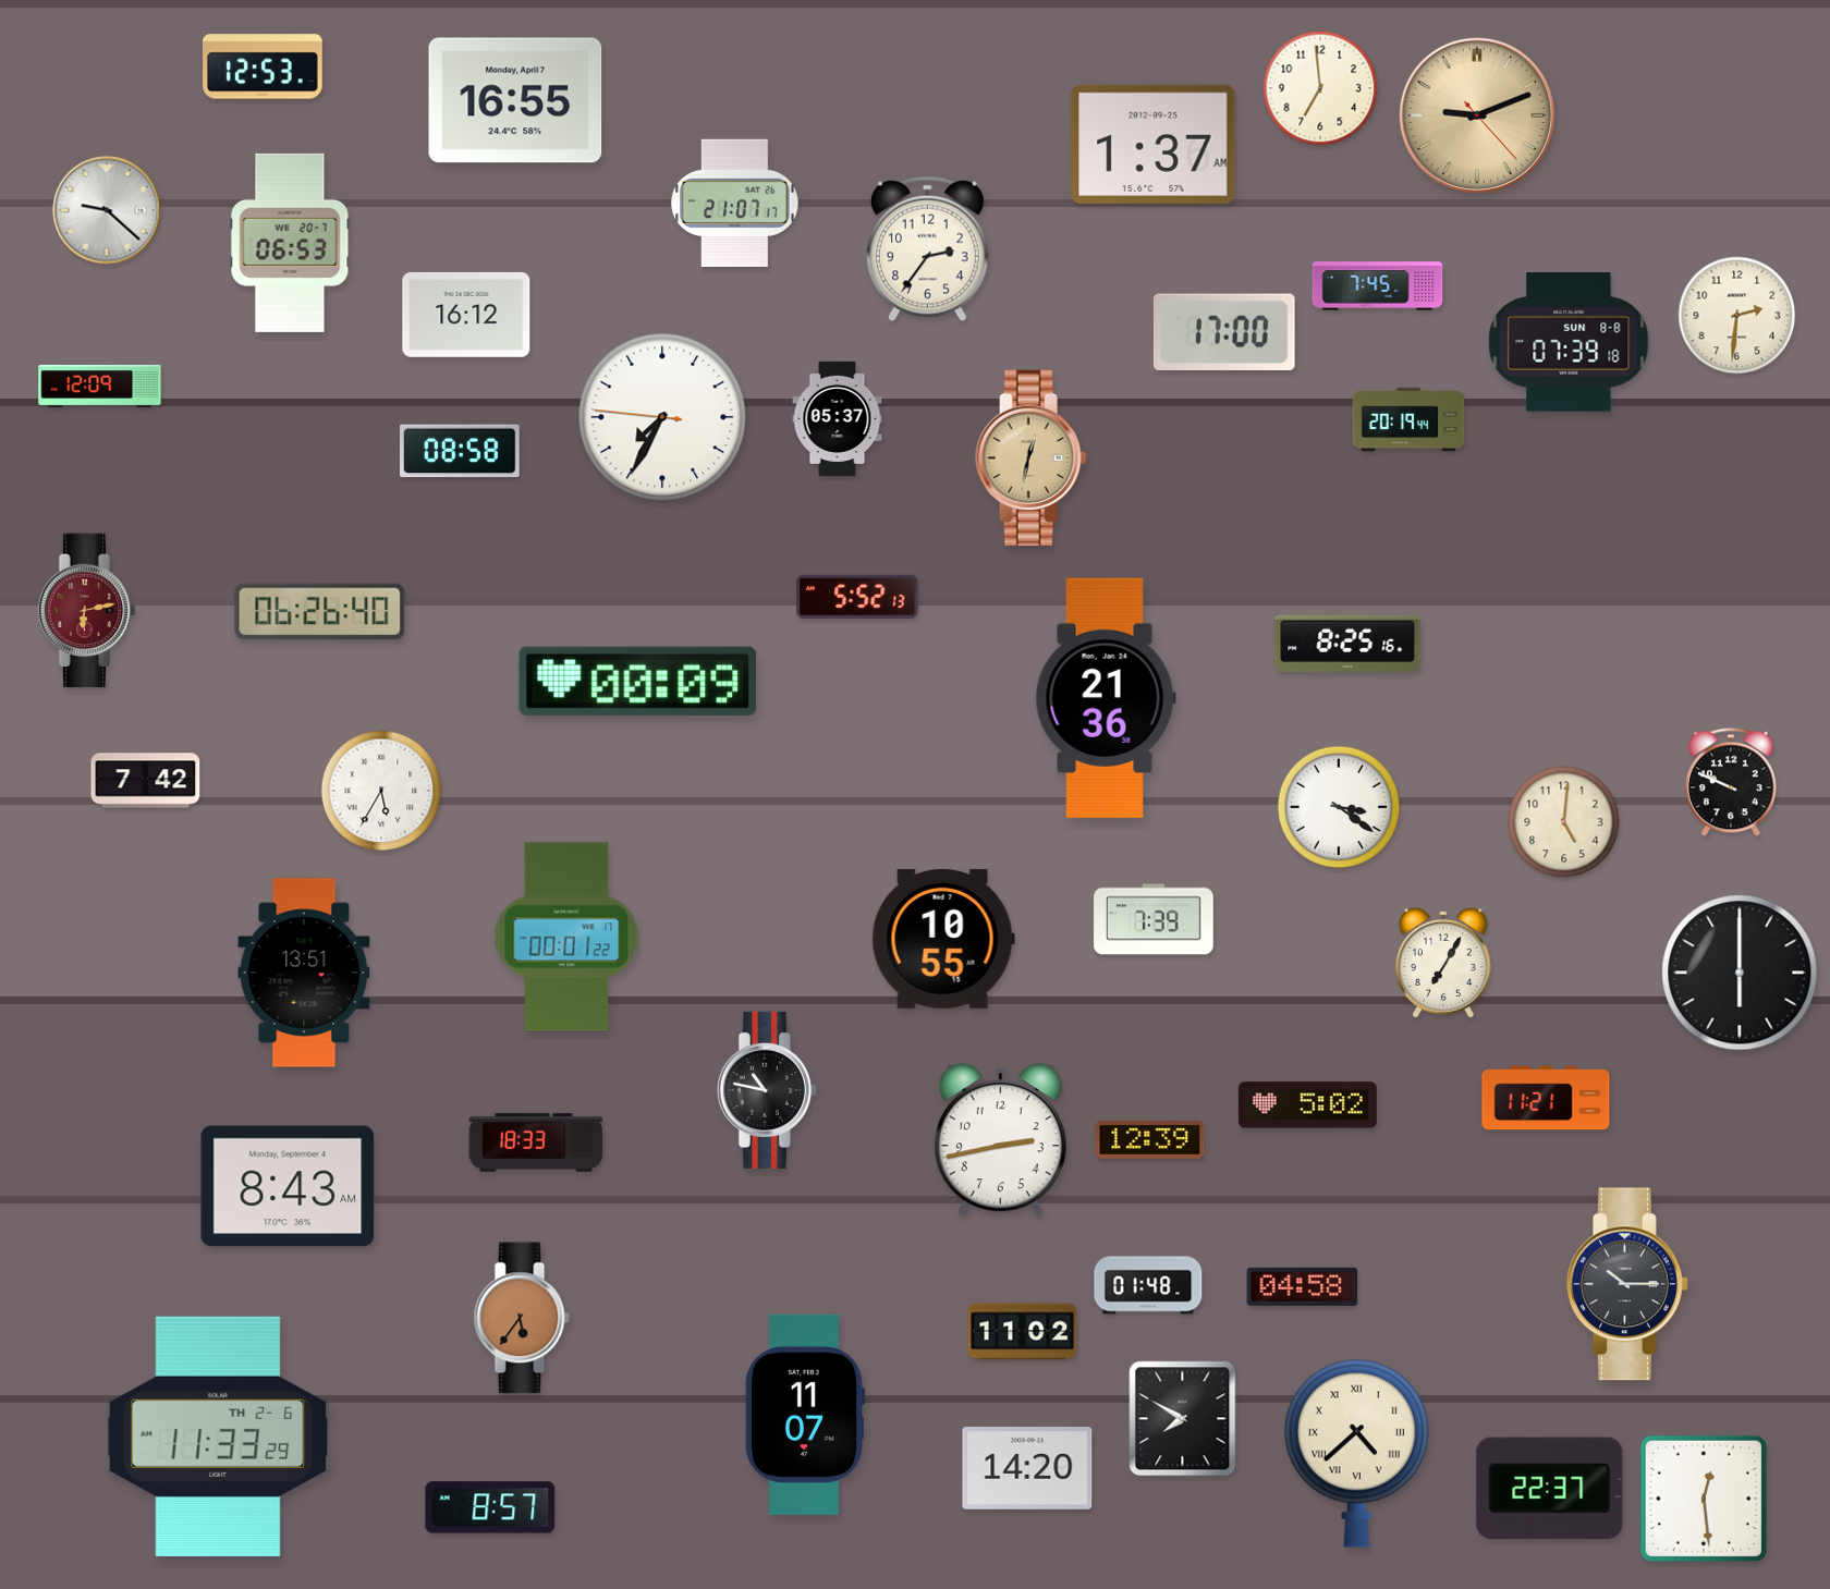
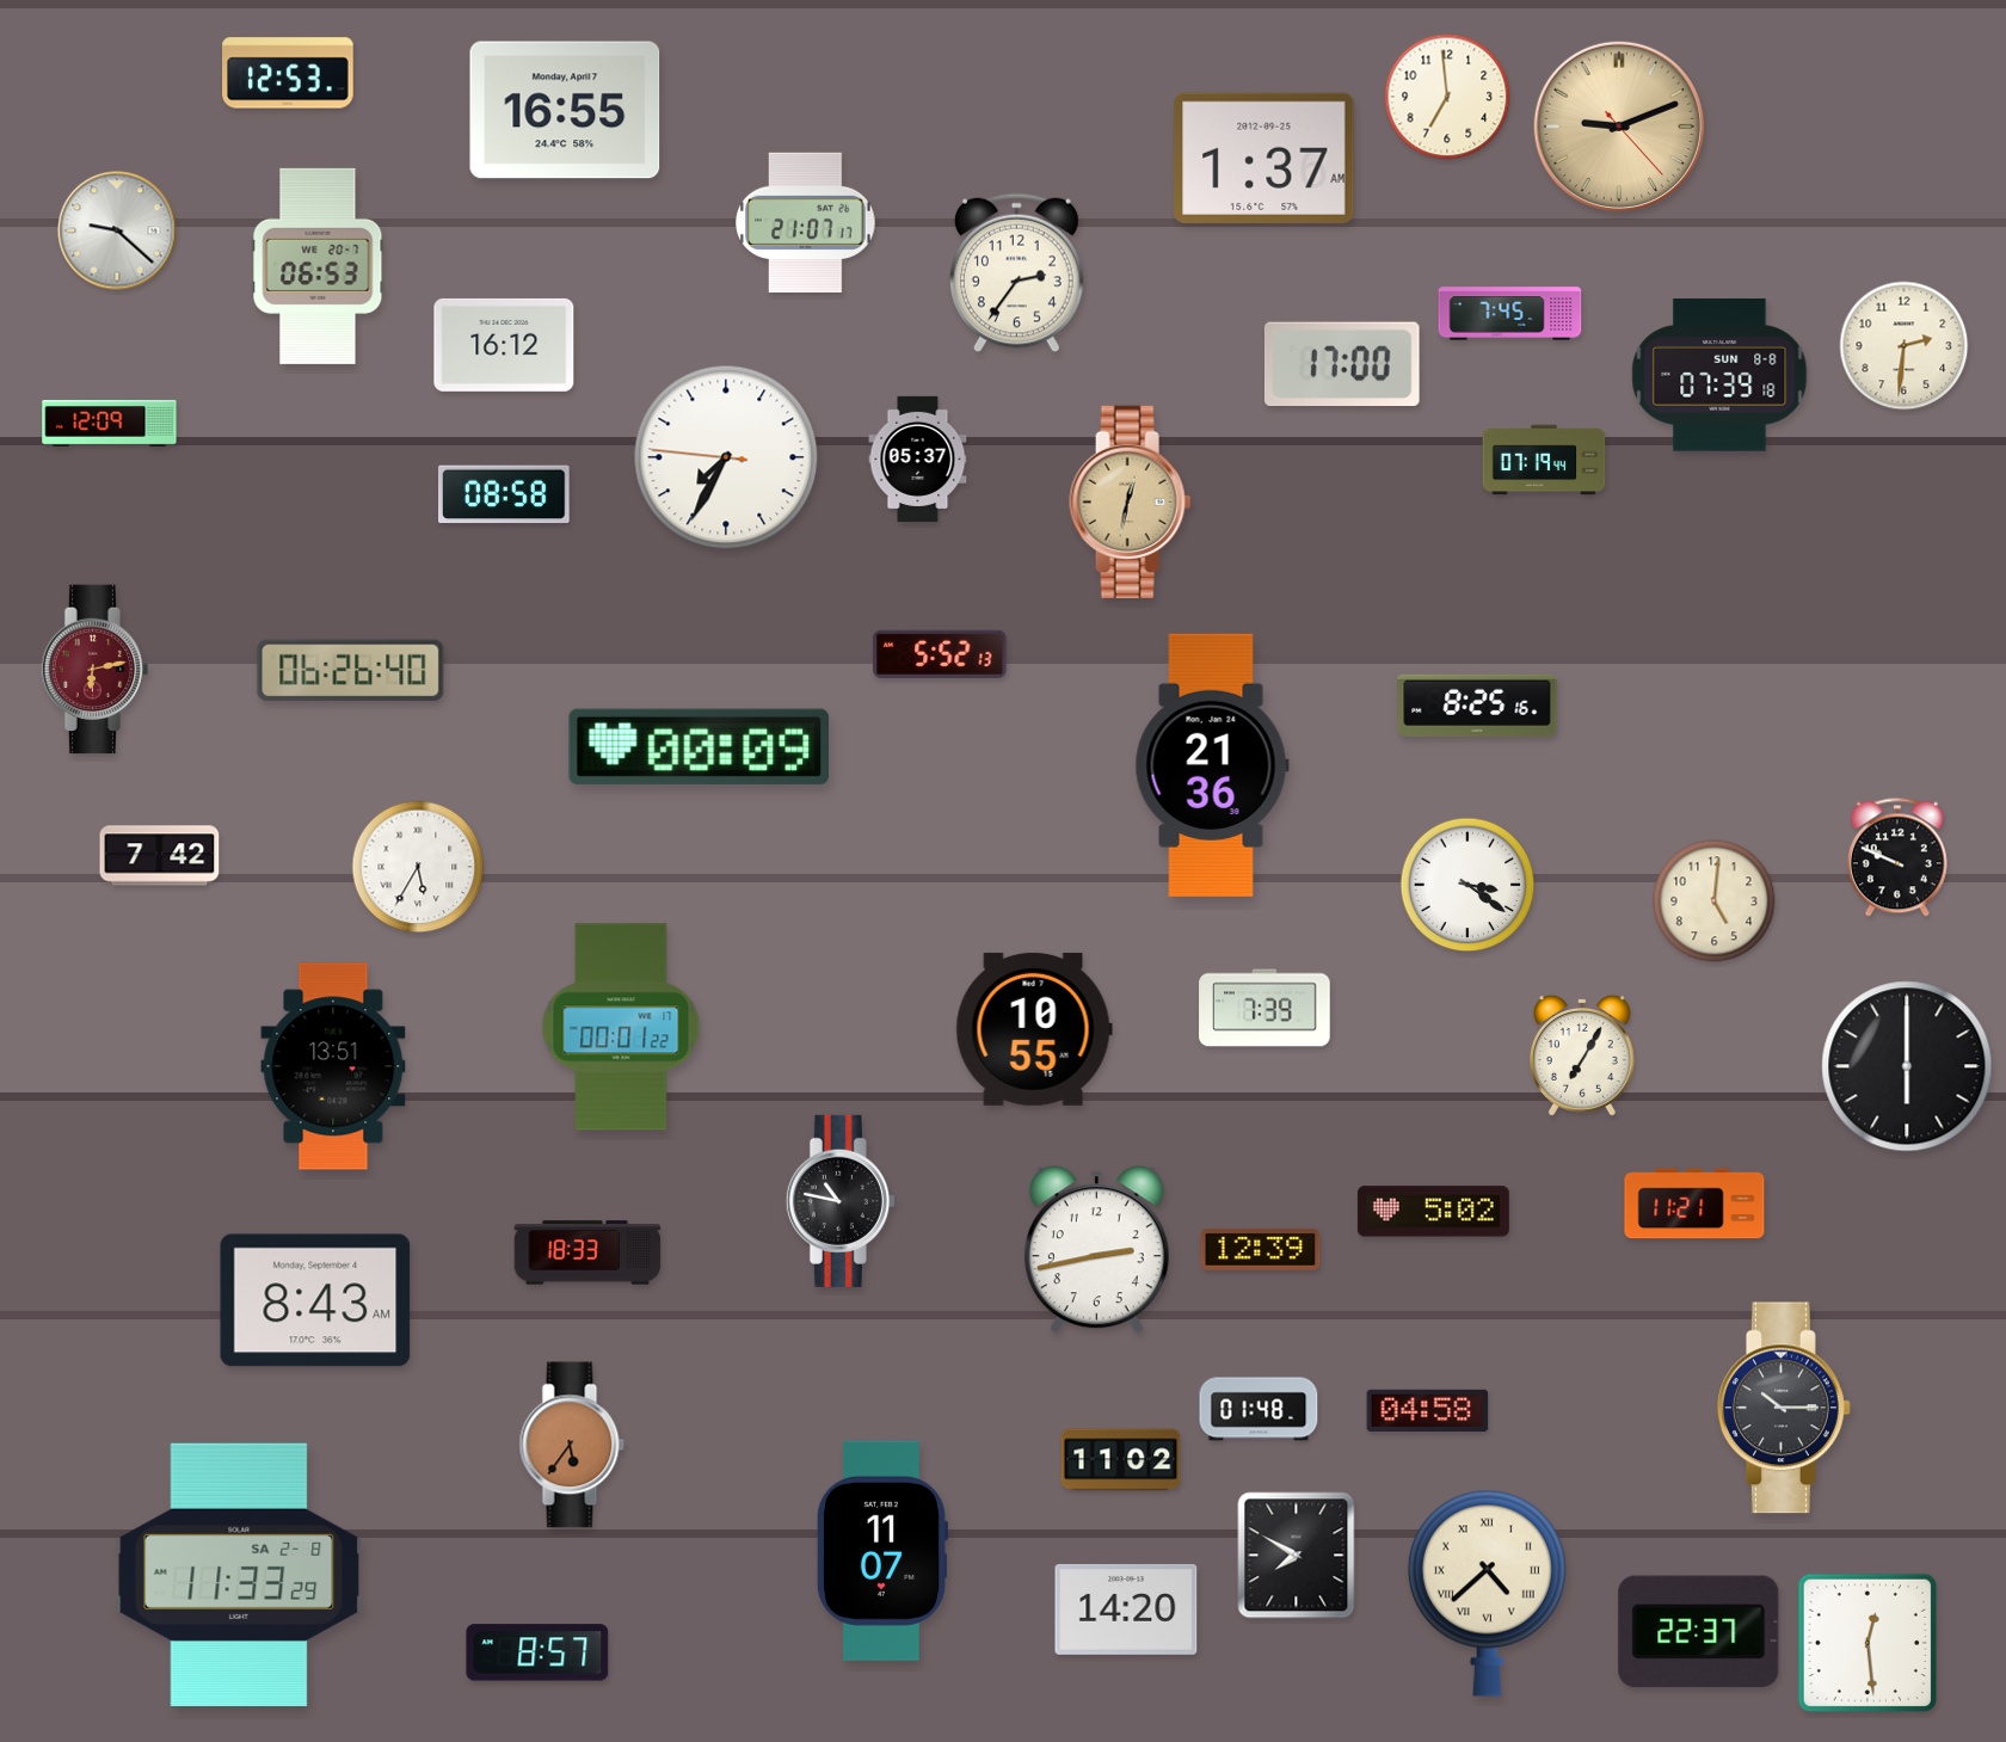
clock at (466, 315) position: (466, 315) -> (504, 345)
clock at (1408, 419): 20:19 -> 07:19
clock at (767, 1090) position: (767, 1090) -> (841, 1201)
clock at (218, 1437) date: TH 2-6 -> SA 2-8
